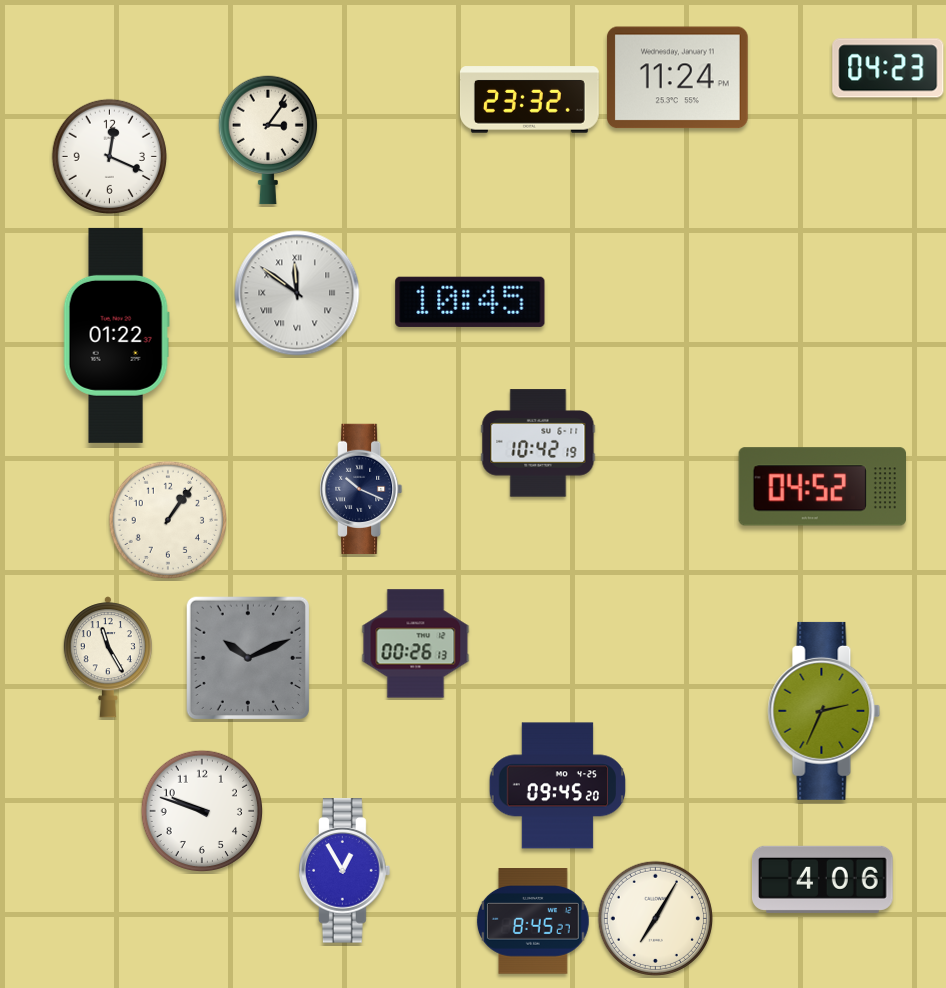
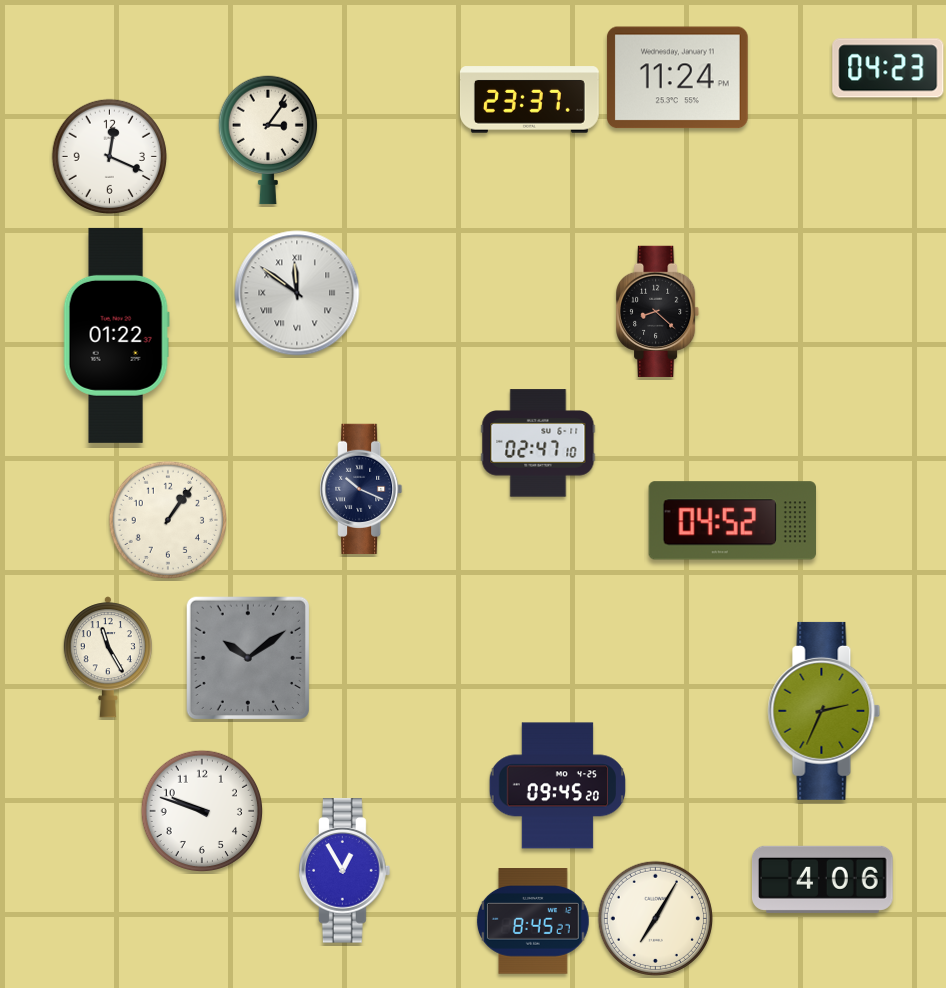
clock at (529, 100): 23:32 -> 23:37
clock at (470, 302): 10:45 -> none
clock at (659, 311): none -> 8:22
clock at (538, 443): 10:42 -> 02:47
clock at (822, 487) position: (822, 487) -> (732, 521)
clock at (416, 644): 00:26 -> none
clock at (247, 657): 10:11 -> 10:09
